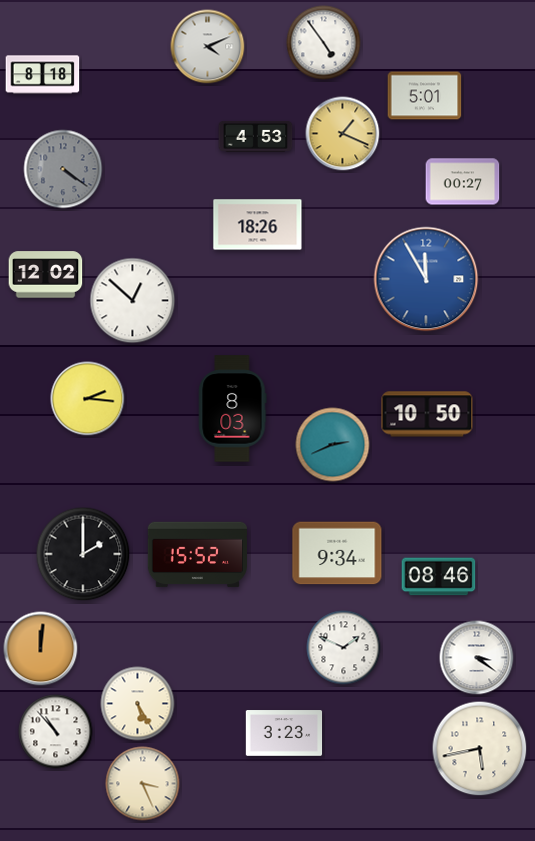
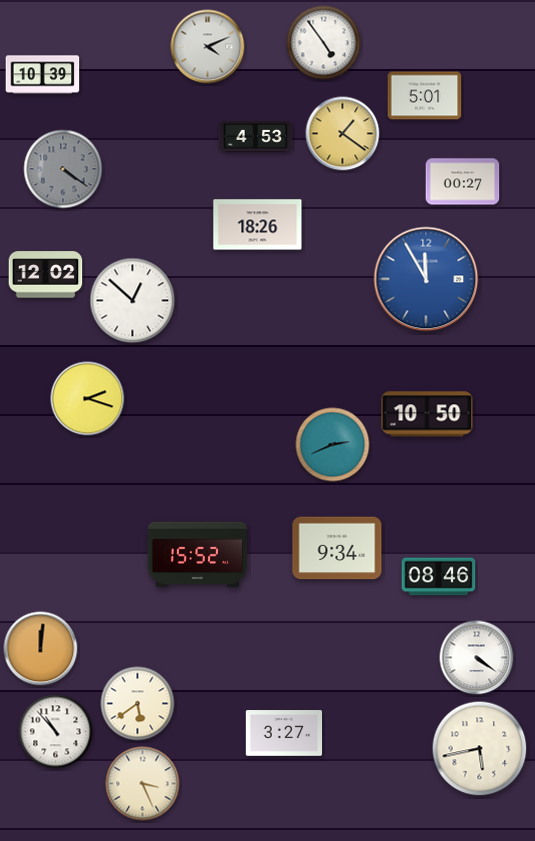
clock at (43, 75): 8:18 -> 10:39
clock at (343, 134): 1:19 -> 1:21
clock at (88, 399): 2:16 -> 2:18
clock at (233, 409): 8:03 -> none
clock at (337, 553) position: (337, 553) -> (337, 548)
clock at (83, 554): 2:00 -> none
clock at (344, 648): 1:49 -> none
clock at (477, 658): 3:21 -> 4:21
clock at (138, 704): 5:25 -> 5:39
clock at (284, 733): 3:23 -> 3:27
